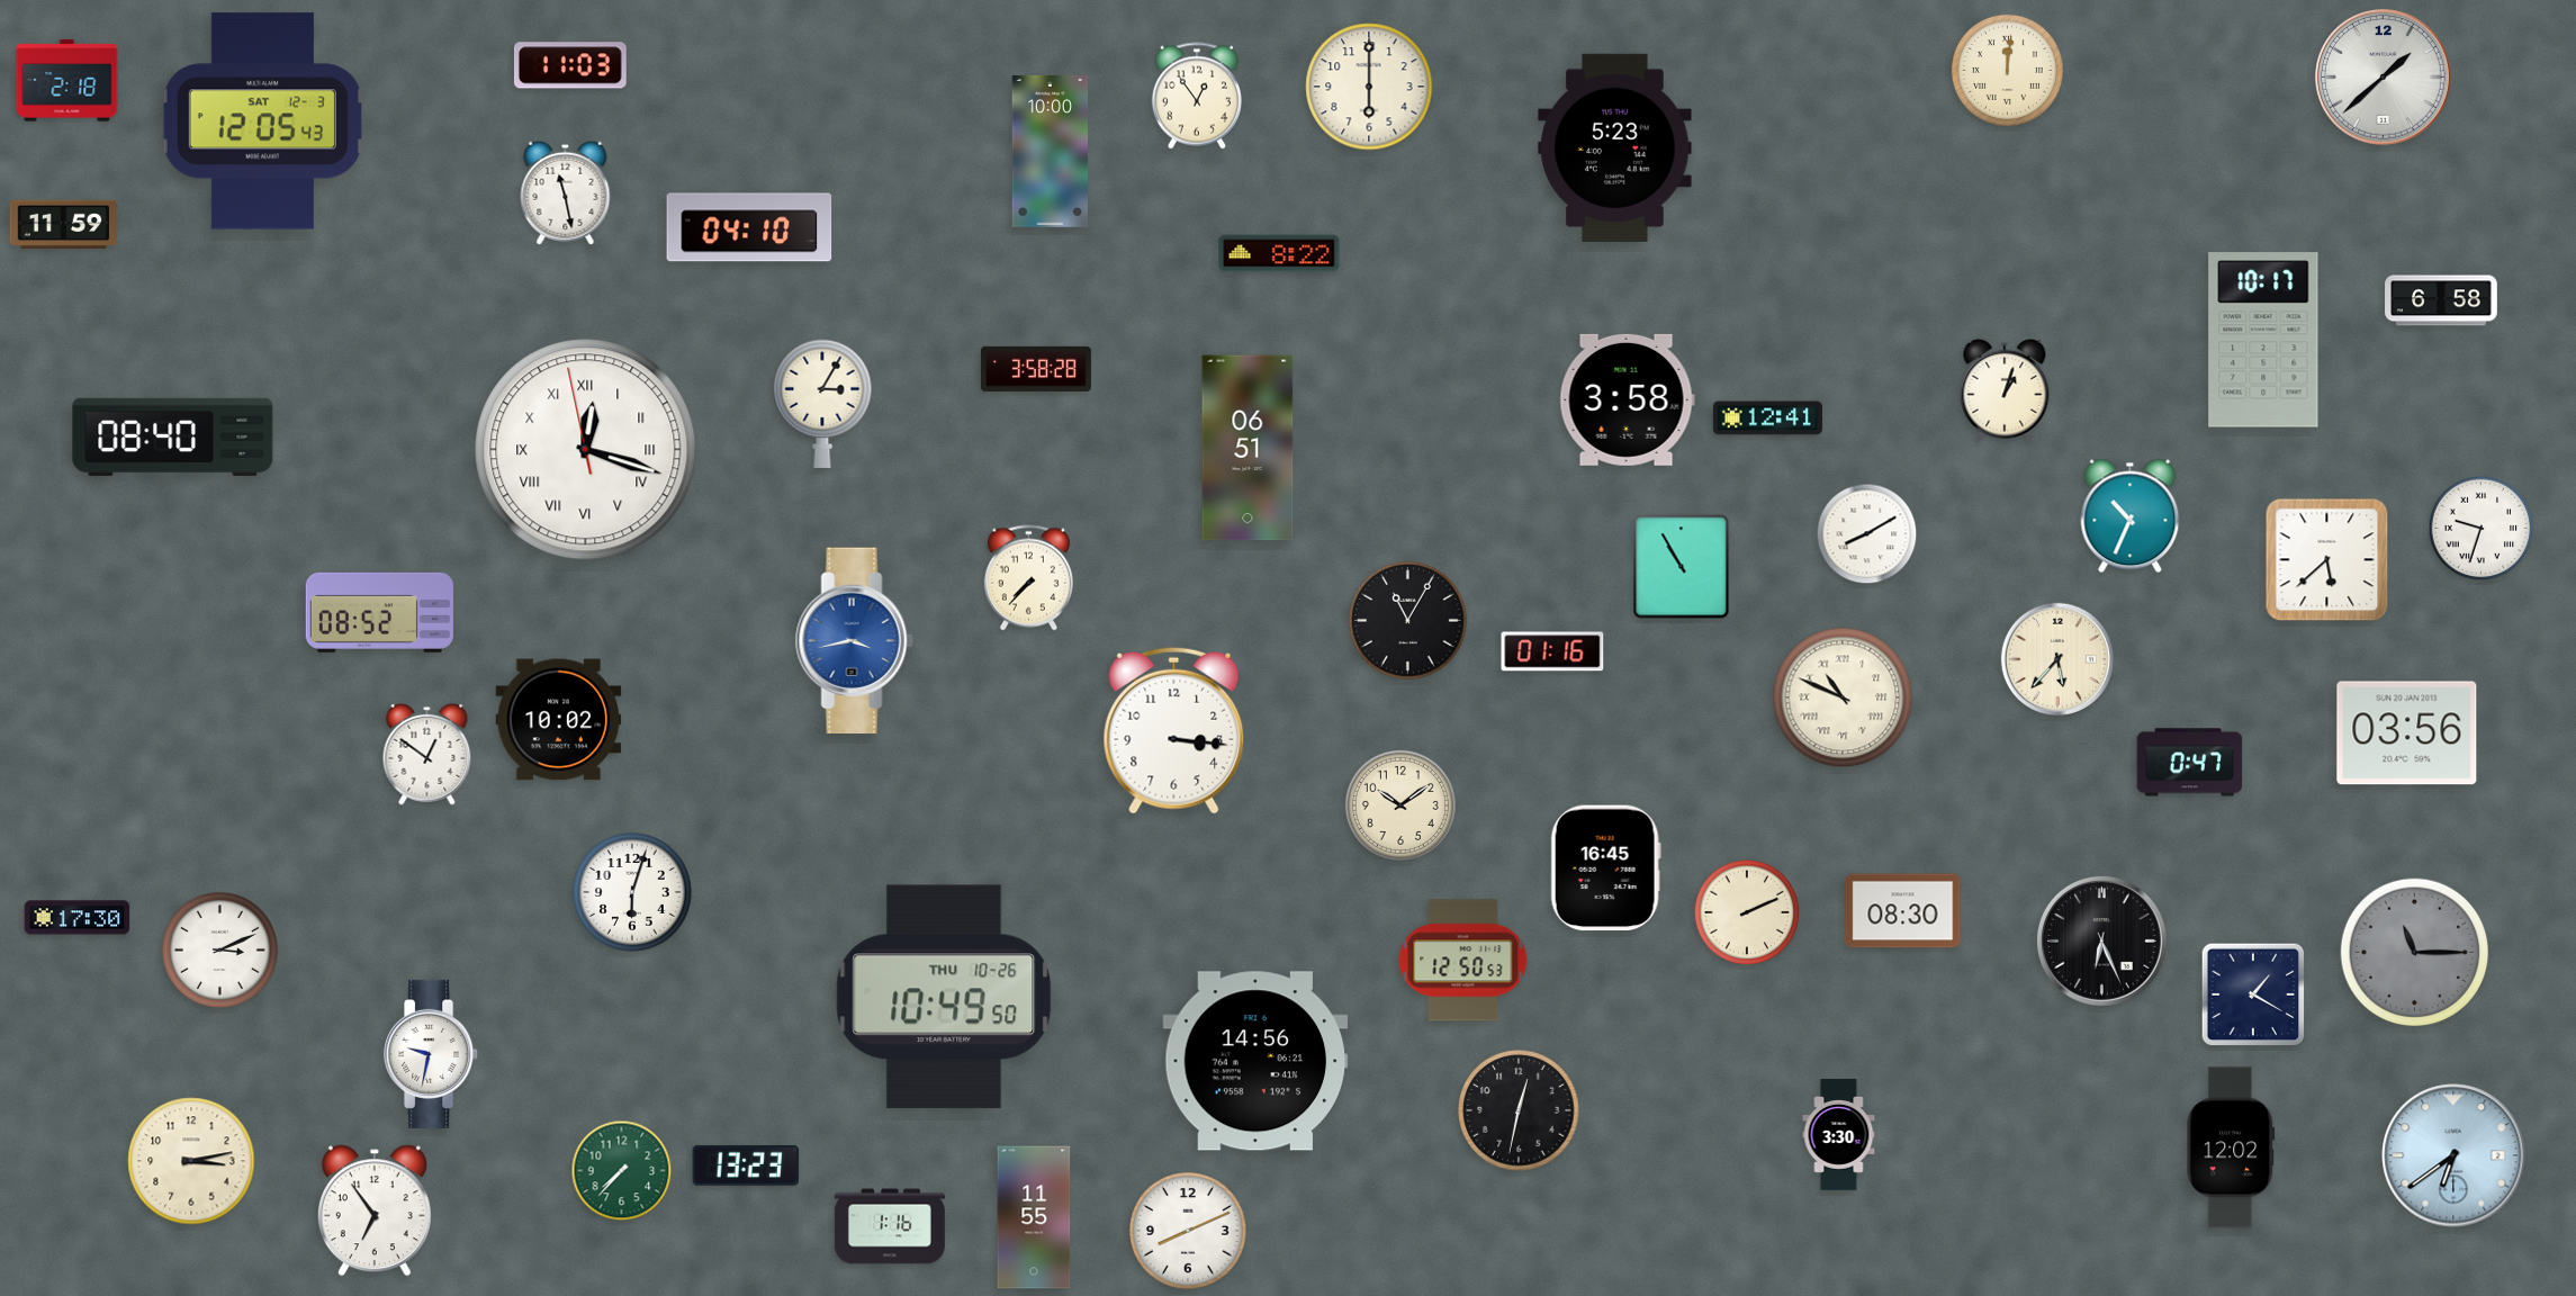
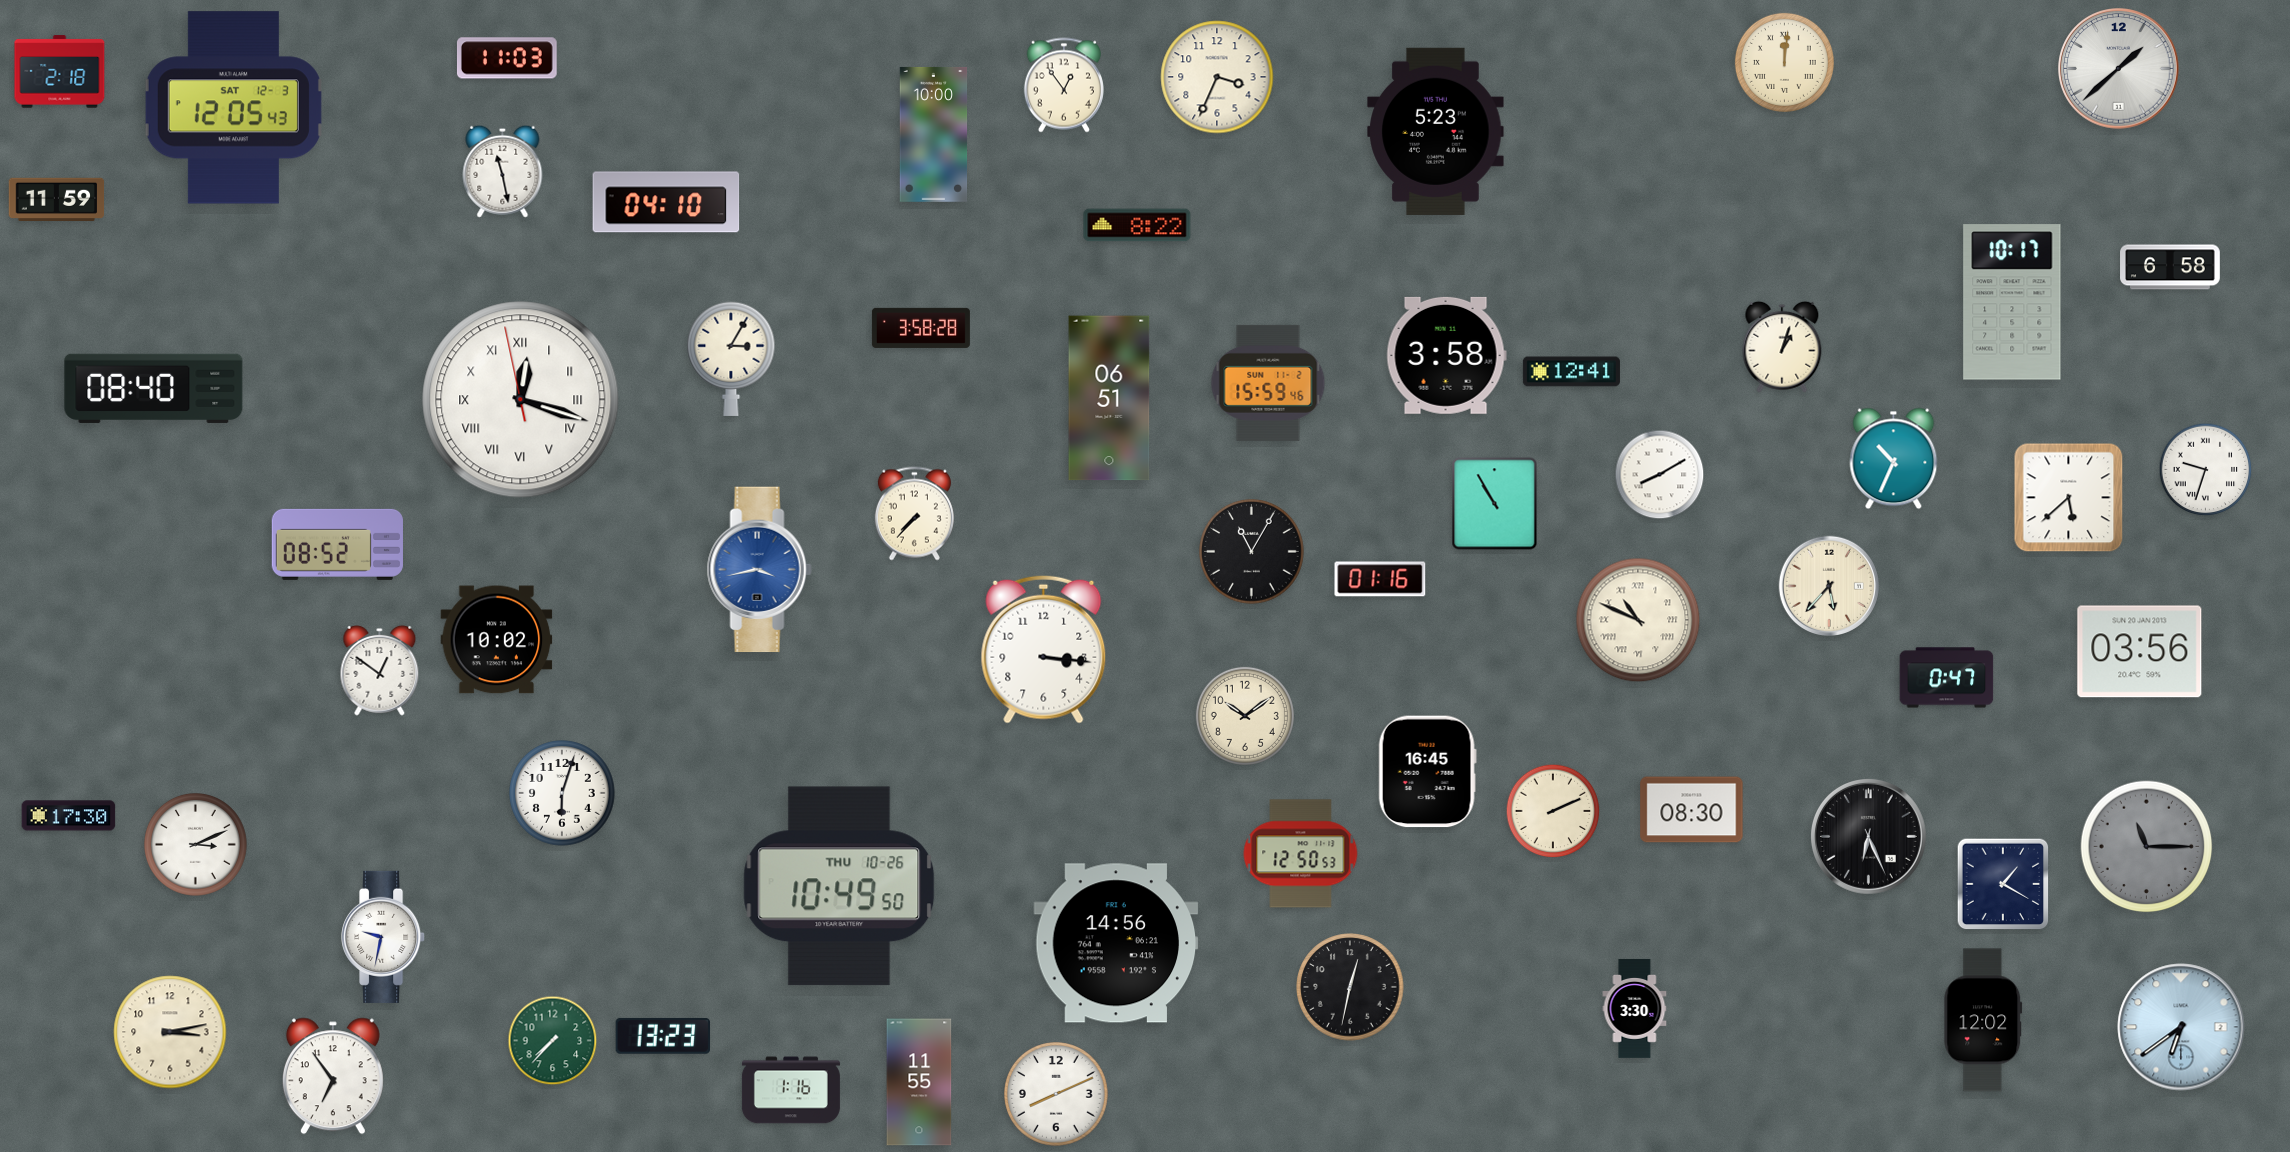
clock at (1369, 87): 6:00 -> 3:34
clock at (1268, 383): none -> 15:59
